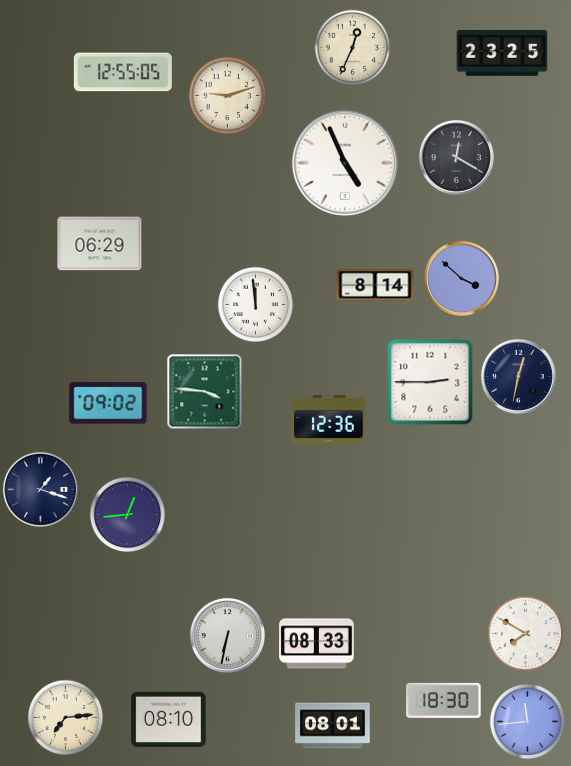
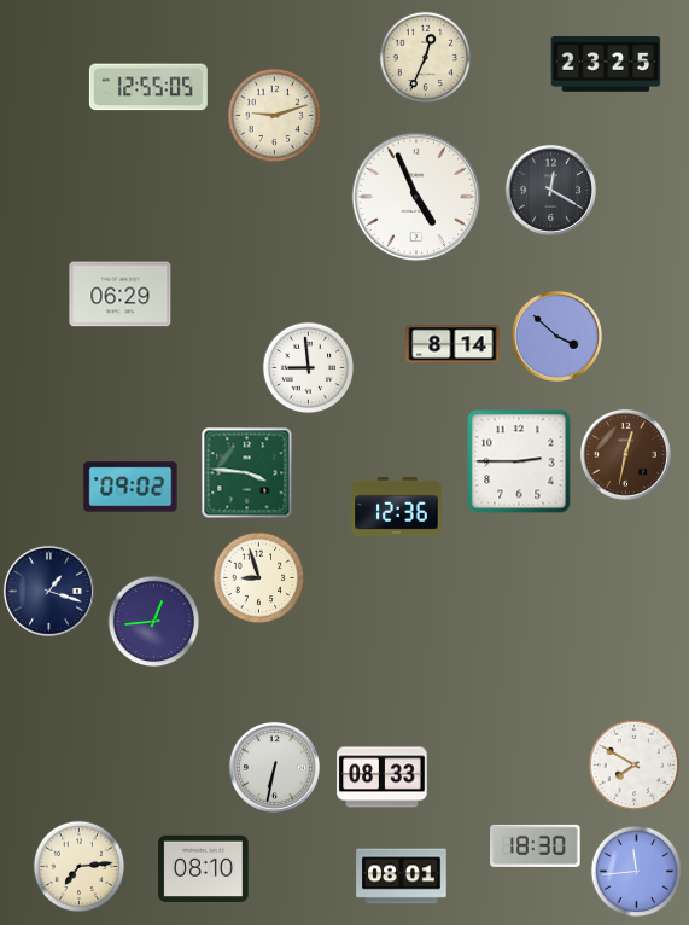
clock at (256, 305): 11:59 -> 8:59
clock at (518, 376) dial: navy -> brown
clock at (259, 578): none -> 8:57
